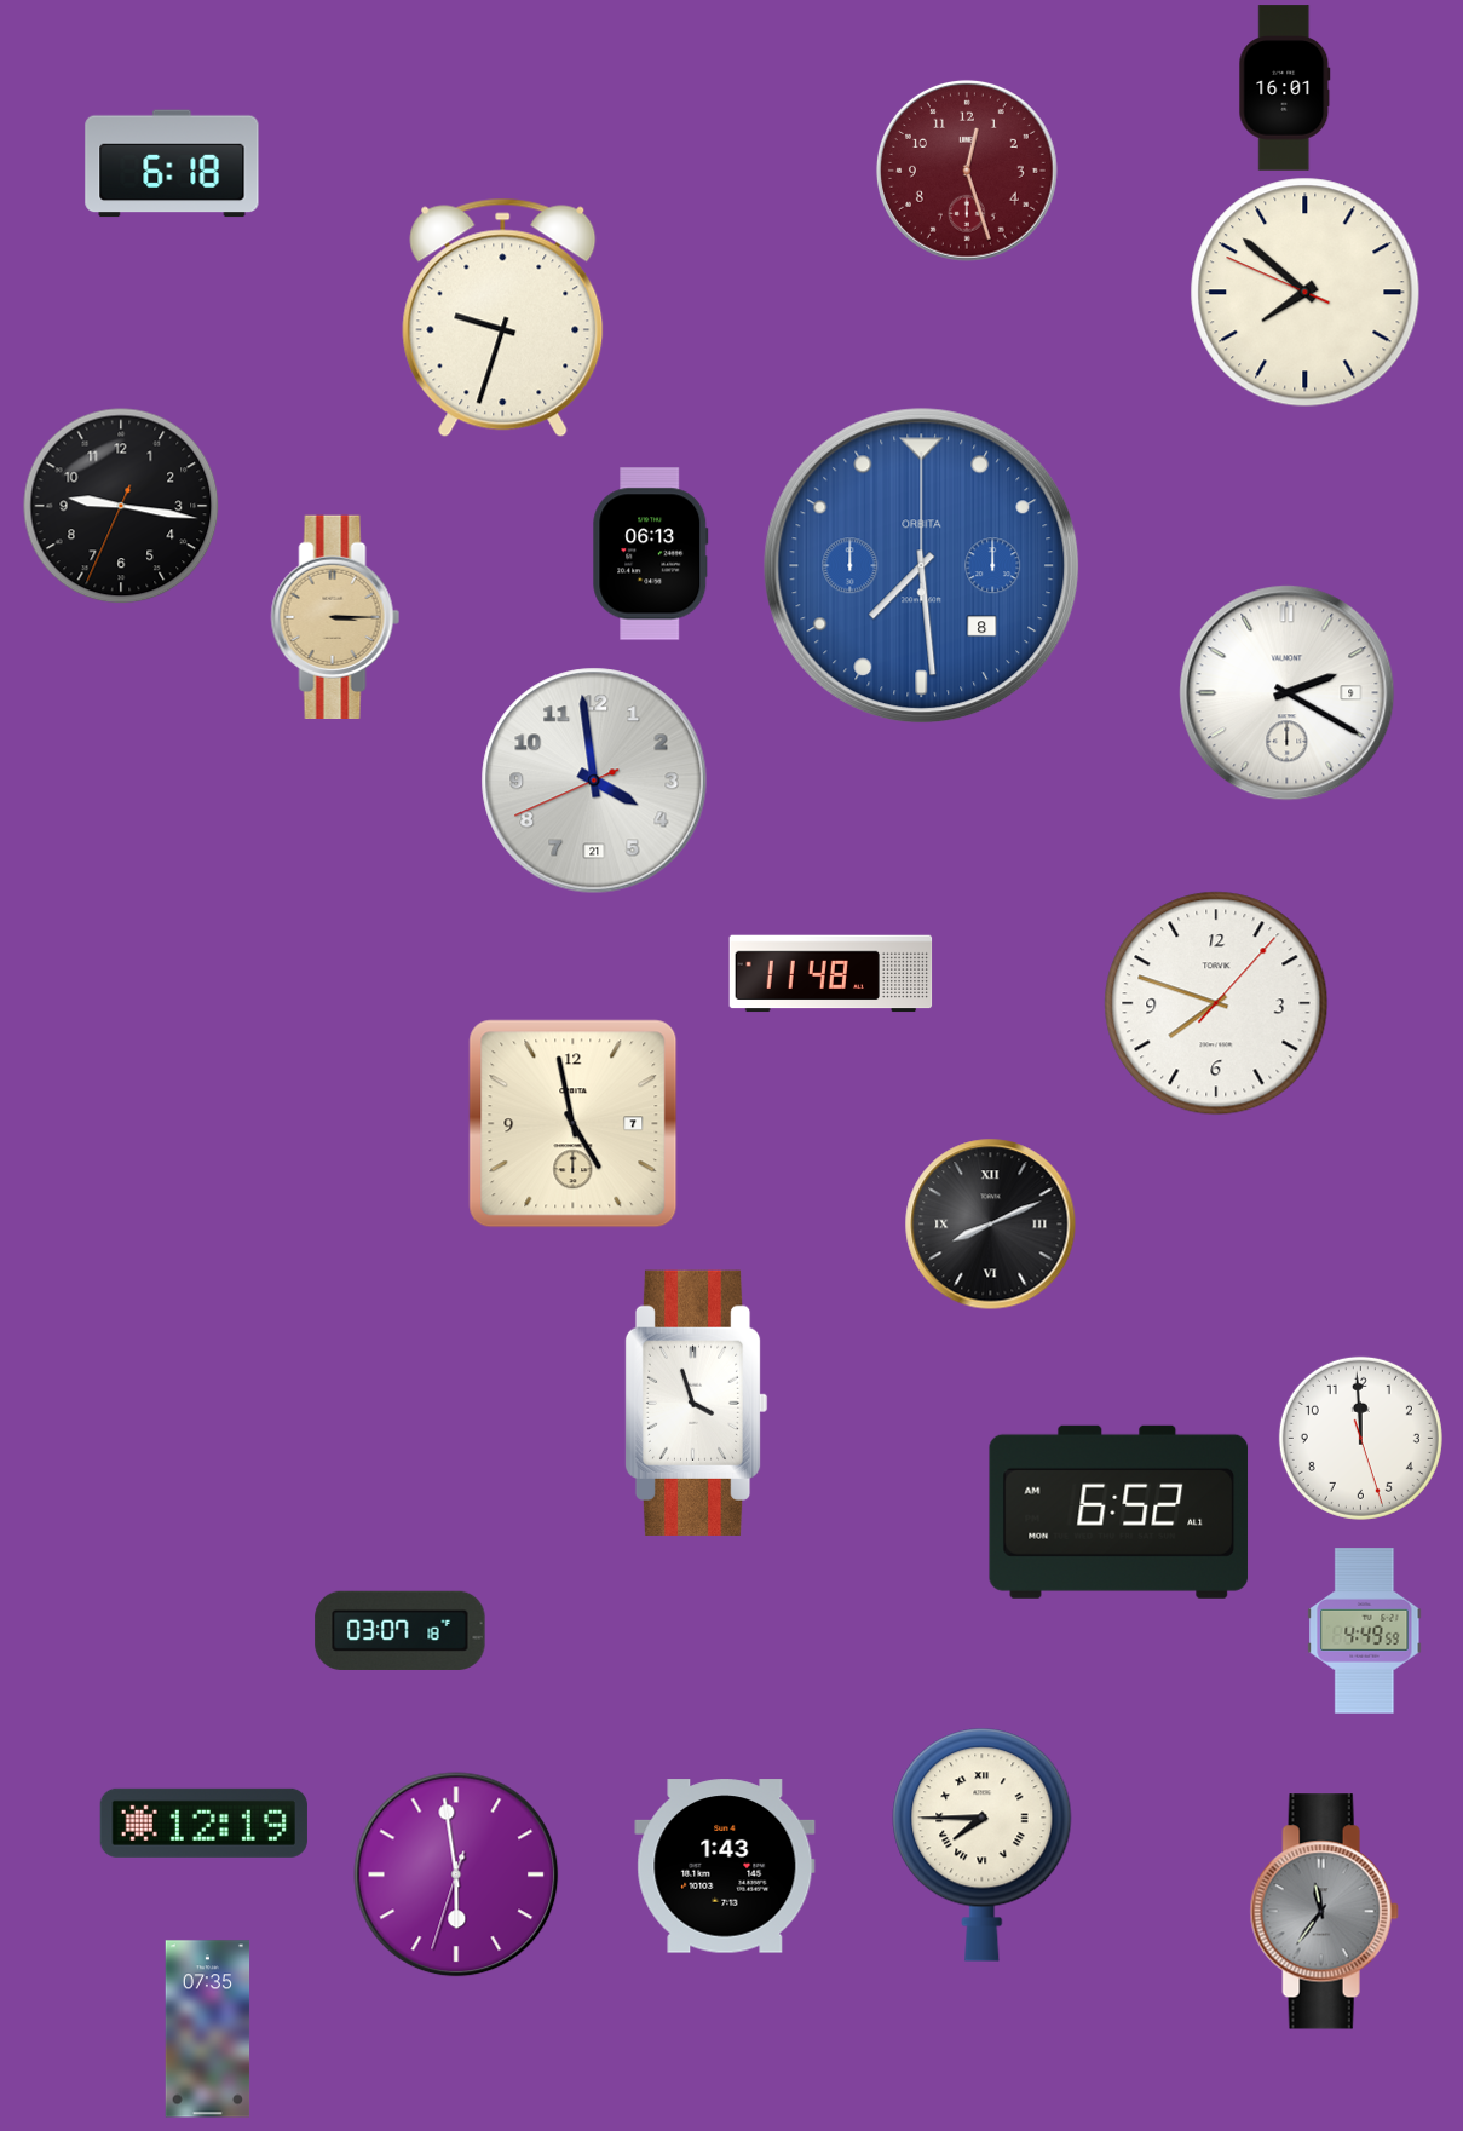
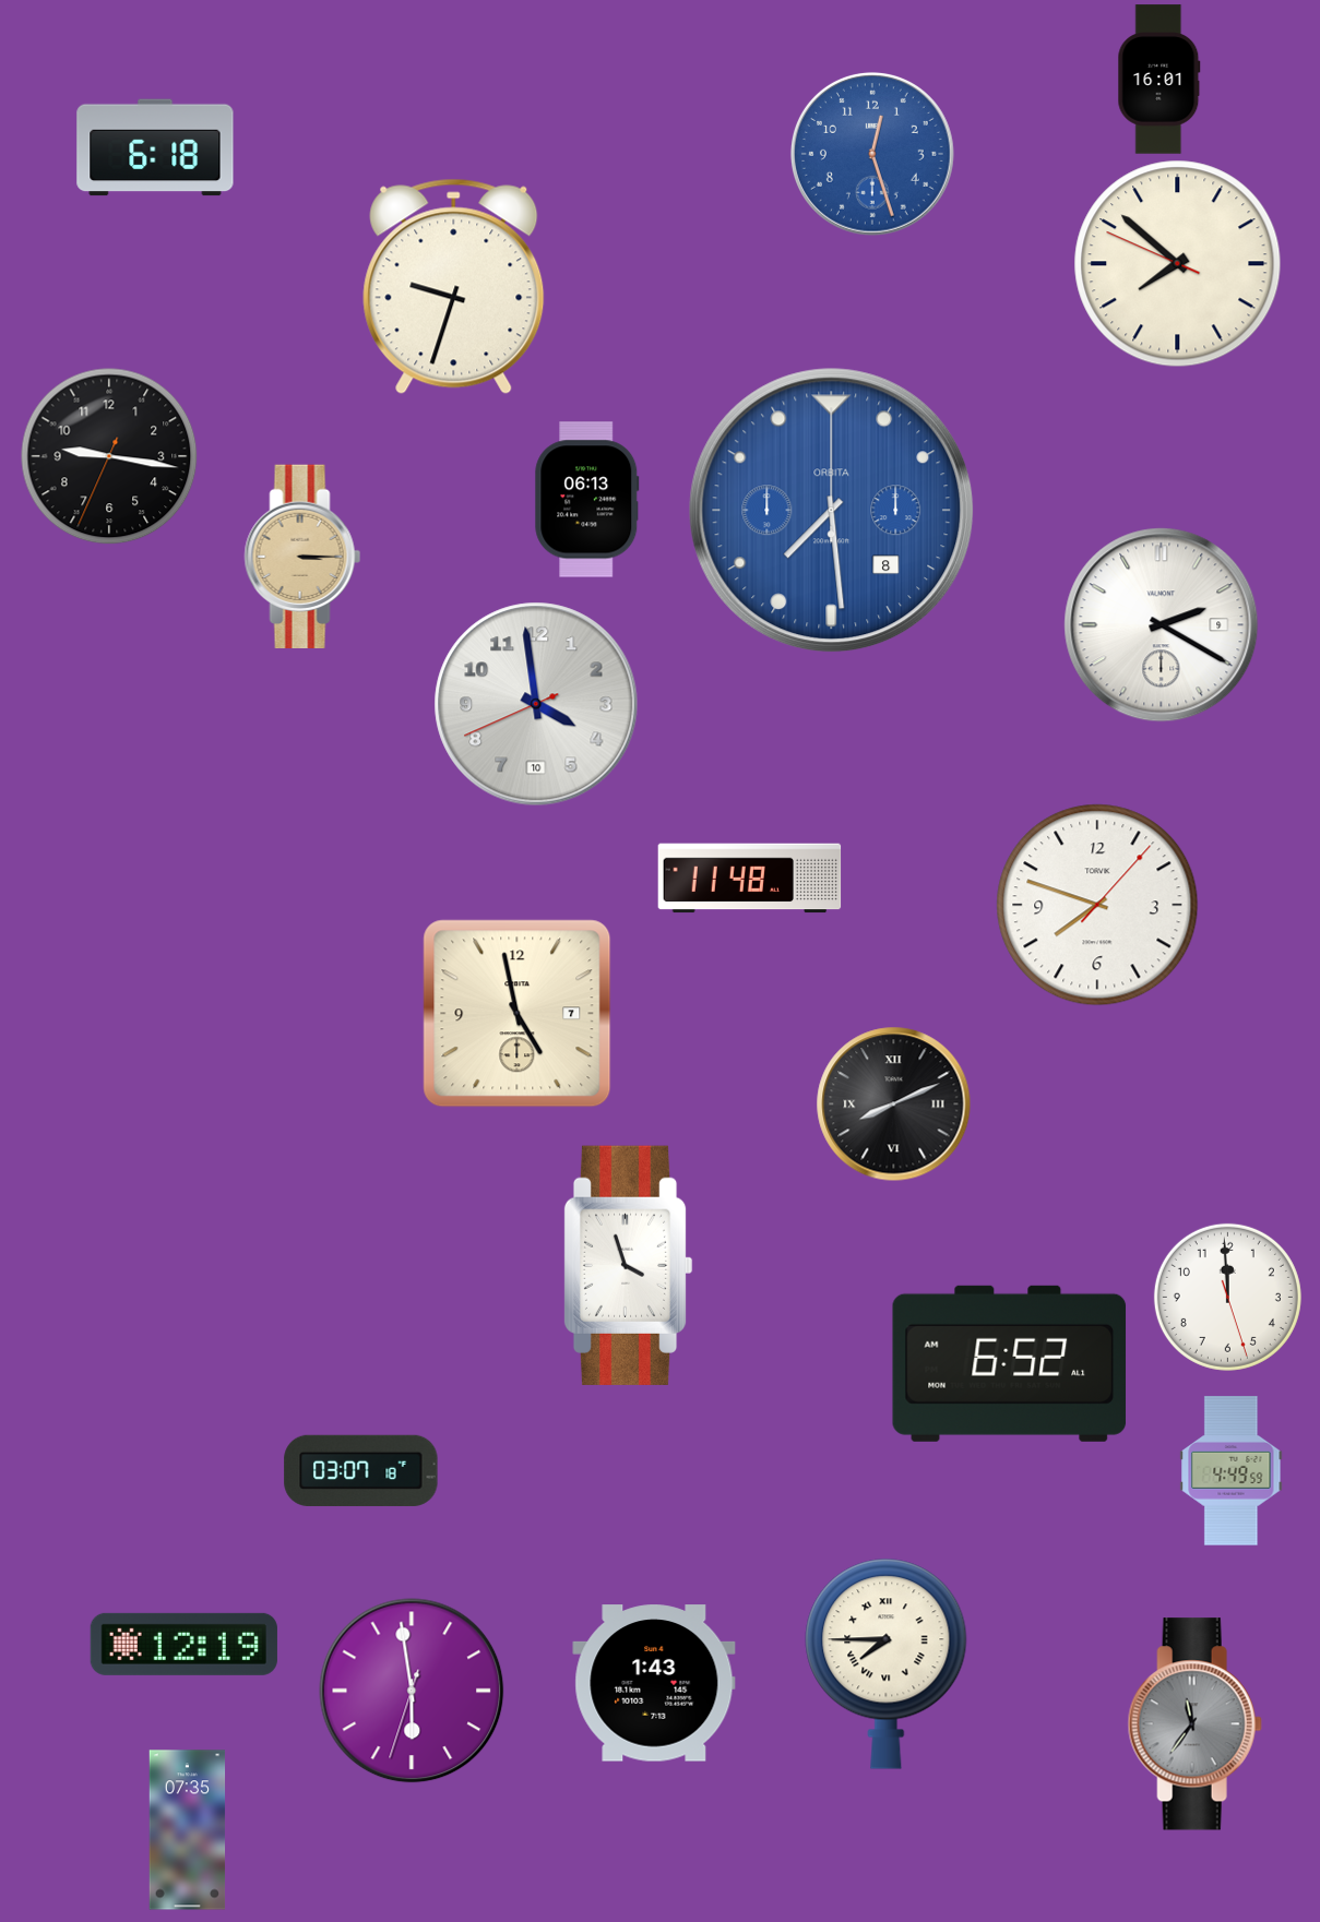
clock at (967, 171) dial: burgundy -> blue
clock at (594, 781) date: 21 -> 10
